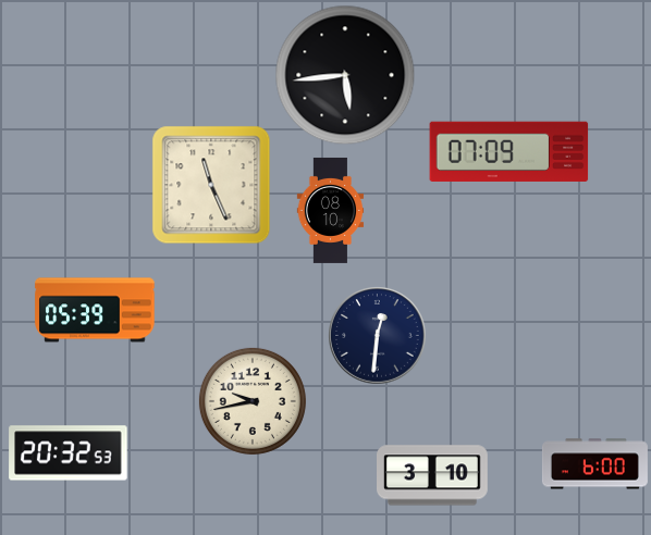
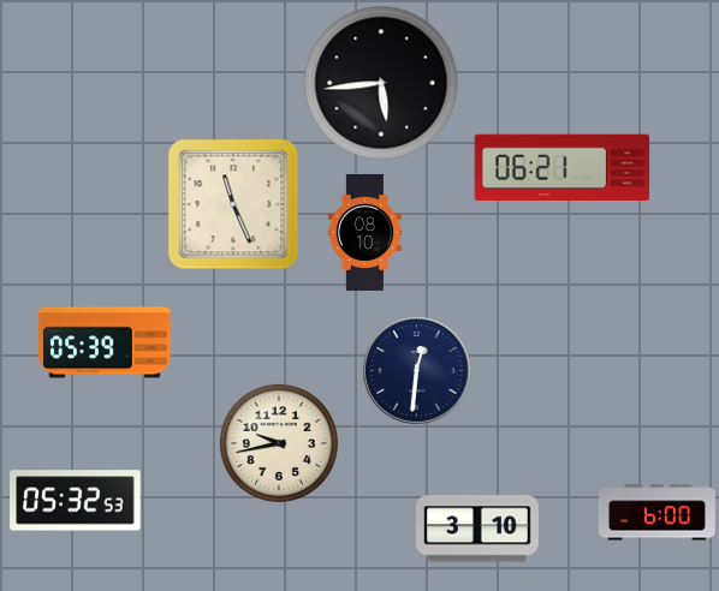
clock at (509, 151): 07:09 -> 06:21
clock at (69, 453): 20:32 -> 05:32
clock at (433, 475) position: (433, 475) -> (479, 529)
